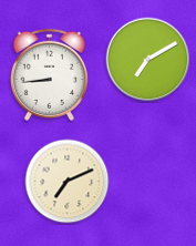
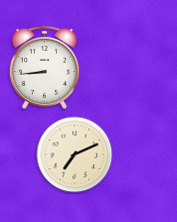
clock at (148, 60): 7:10 -> none
clock at (68, 182) position: (68, 182) -> (75, 155)
